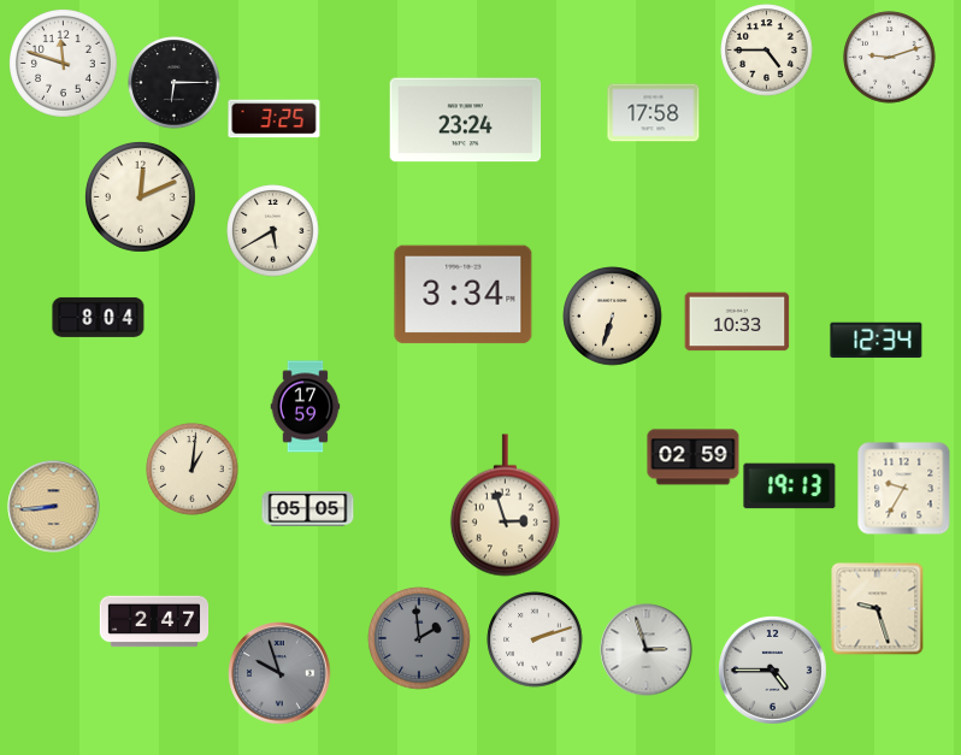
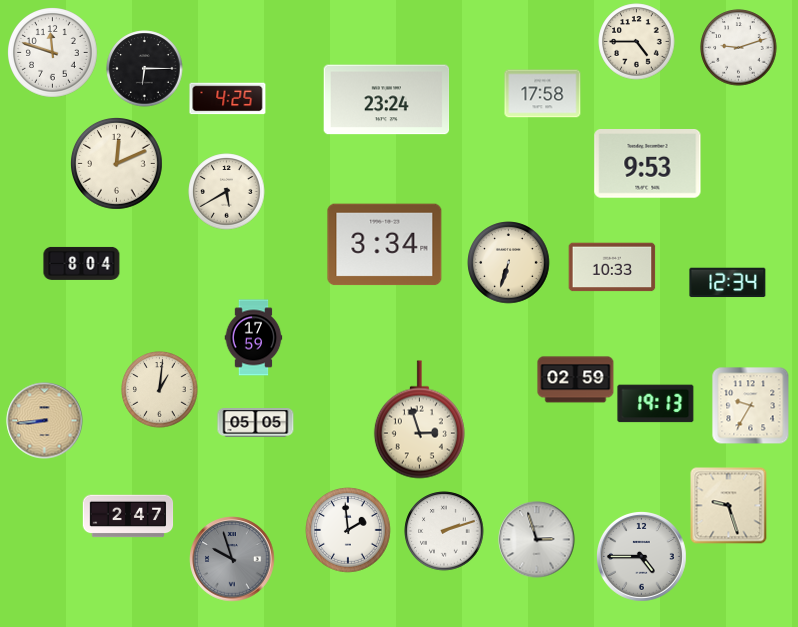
clock at (275, 119): 3:25 -> 4:25
clock at (648, 164): none -> 9:53
clock at (419, 638) dial: grey -> white
